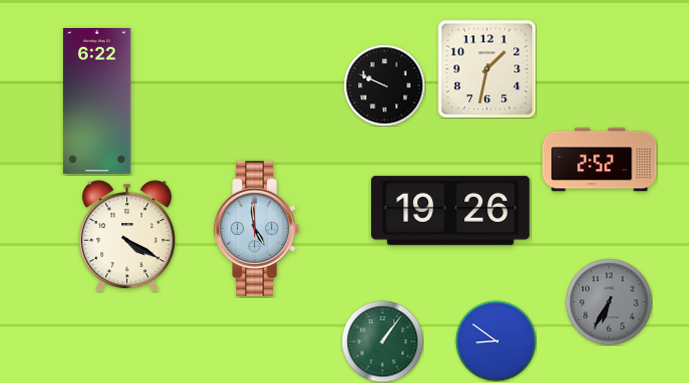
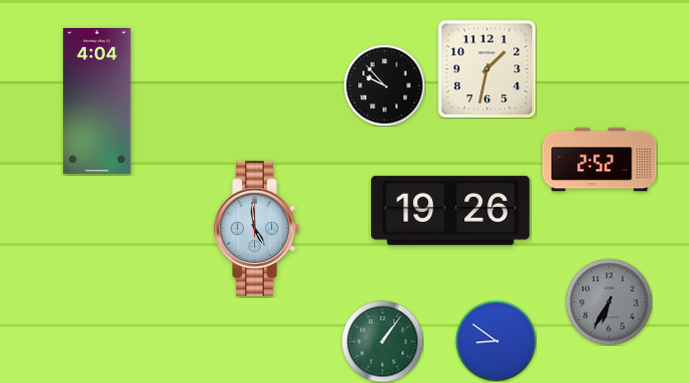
clock at (384, 85): 9:49 -> 9:53
clock at (97, 102): 6:22 -> 4:04
clock at (127, 236): 4:20 -> none
